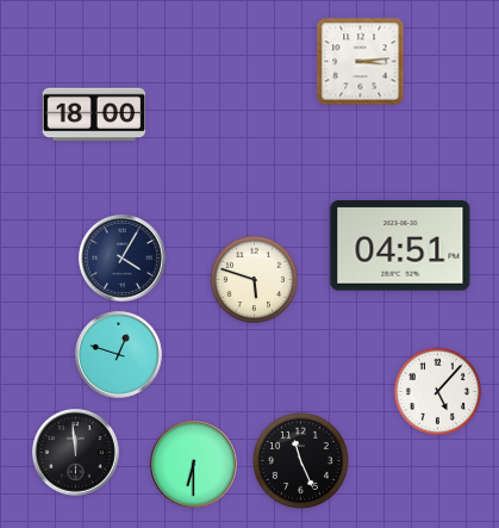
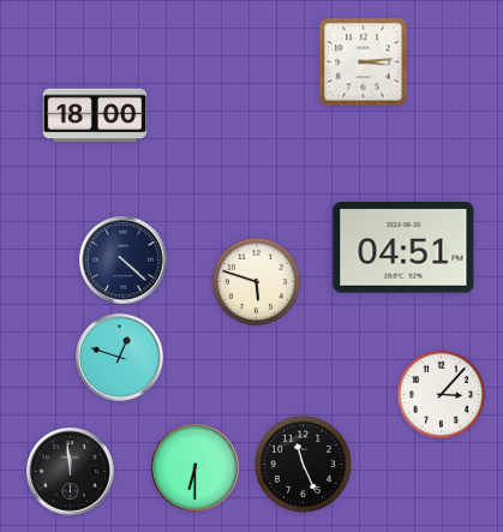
clock at (123, 259): 4:05 -> 4:22
clock at (437, 391): 5:07 -> 3:07
clock at (76, 453) position: (76, 453) -> (71, 472)
